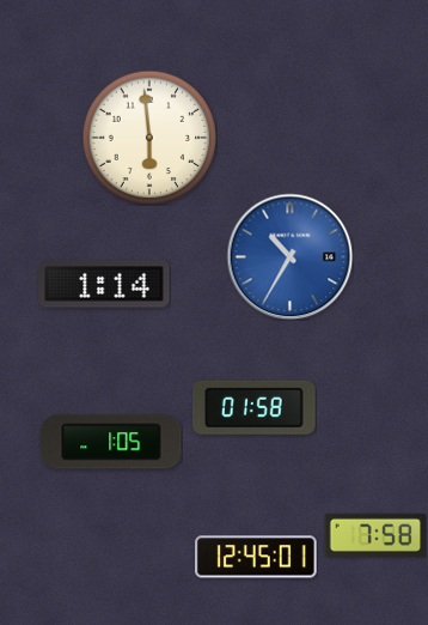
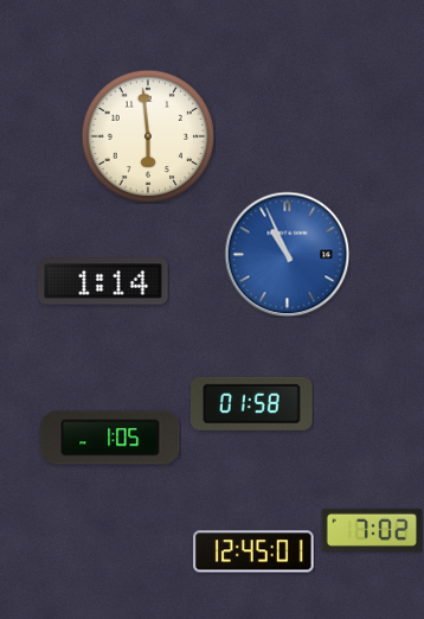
clock at (289, 256): 10:35 -> 10:56
clock at (375, 535): 7:58 -> 7:02
